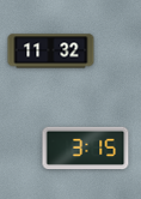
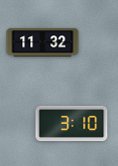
clock at (86, 149): 3:15 -> 3:10
